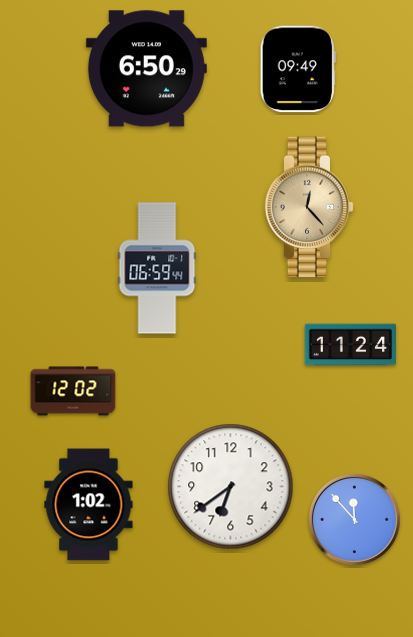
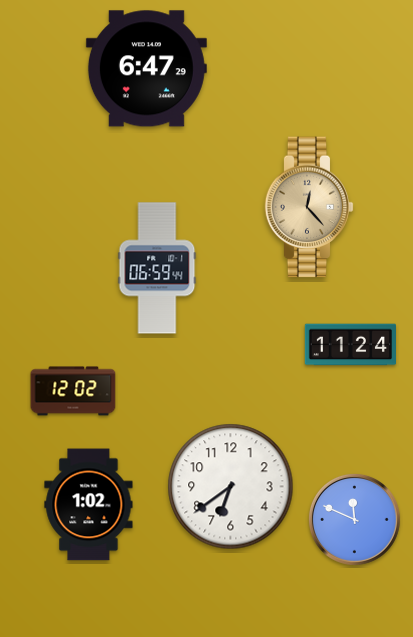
clock at (146, 69): 6:50 -> 6:47
clock at (298, 69): 09:49 -> none
clock at (354, 519): 11:53 -> 11:49
